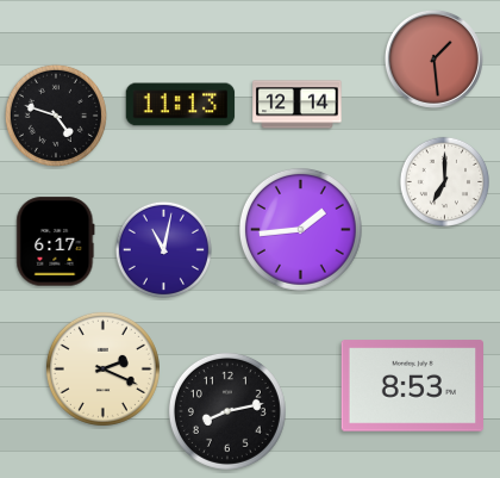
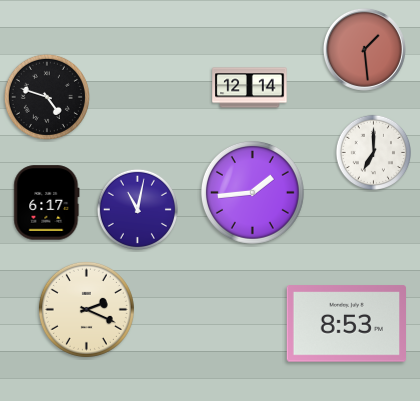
clock at (181, 105): 11:13 -> none
clock at (227, 411): 8:13 -> none
